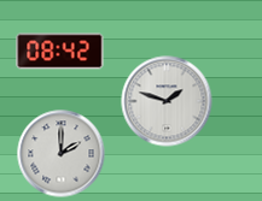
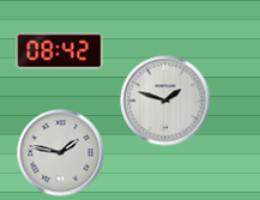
clock at (62, 154): 2:00 -> 1:47
